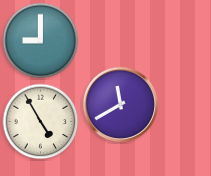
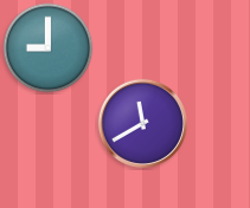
clock at (41, 122): 4:55 -> none
